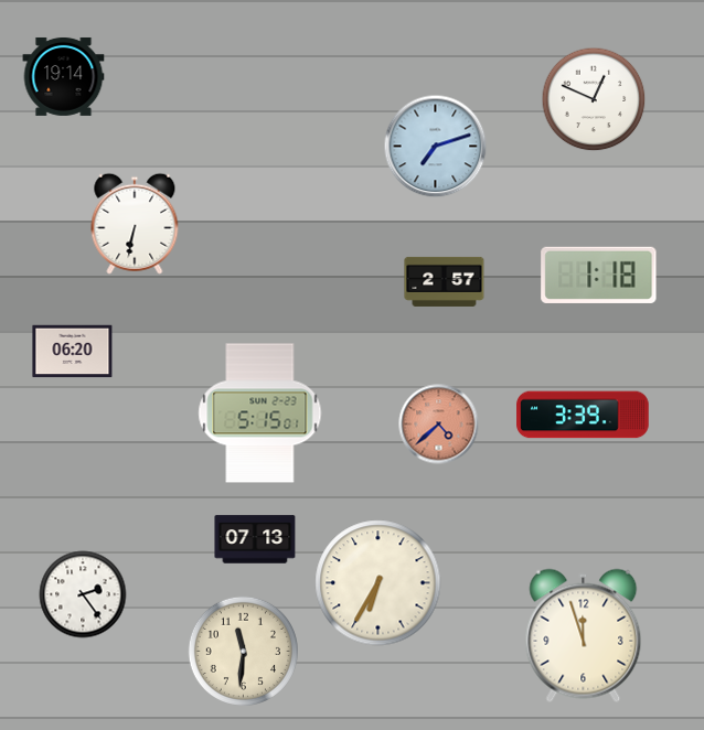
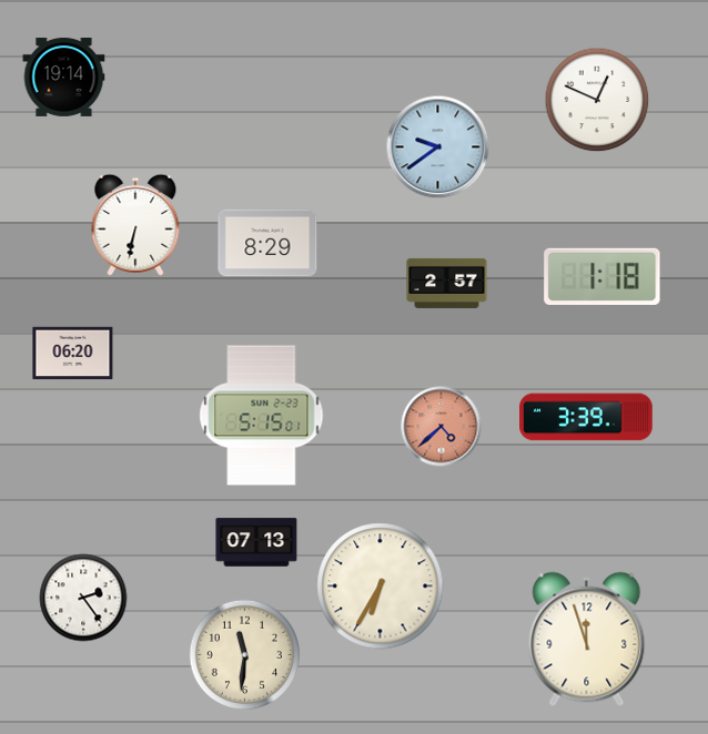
clock at (436, 147): 7:12 -> 9:39
clock at (267, 243): none -> 8:29
